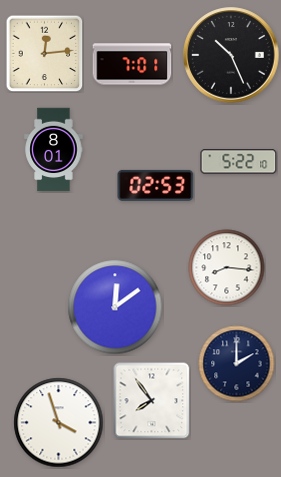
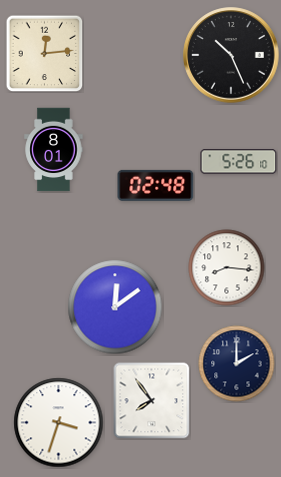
clock at (132, 64): 7:01 -> none
clock at (239, 162): 5:22 -> 5:26
clock at (156, 185): 02:53 -> 02:48
clock at (59, 423): 3:57 -> 3:33
